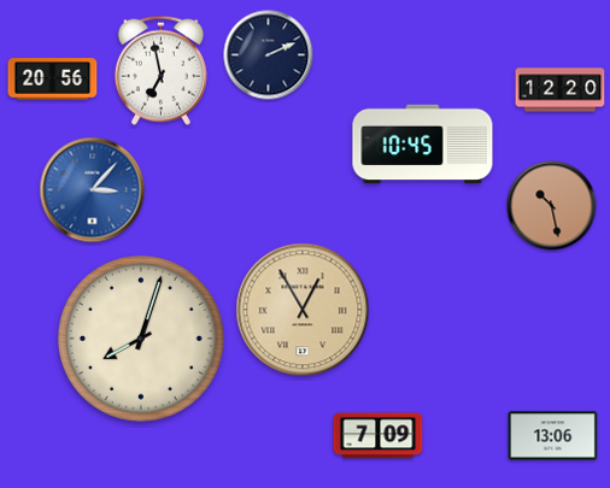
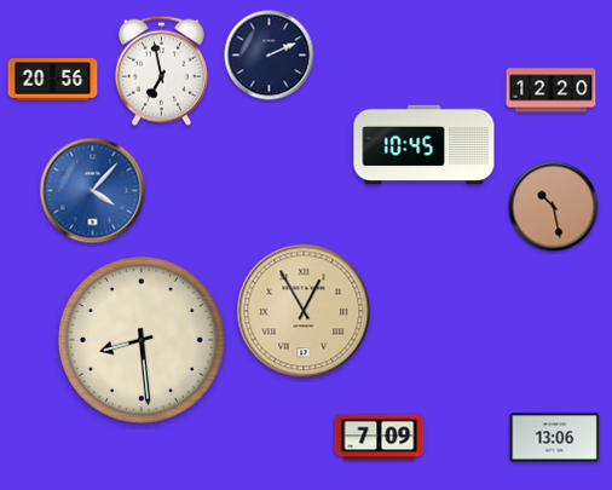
clock at (561, 90) position: (561, 90) -> (552, 91)
clock at (93, 190): 3:07 -> 4:07
clock at (141, 339): 8:03 -> 8:29
